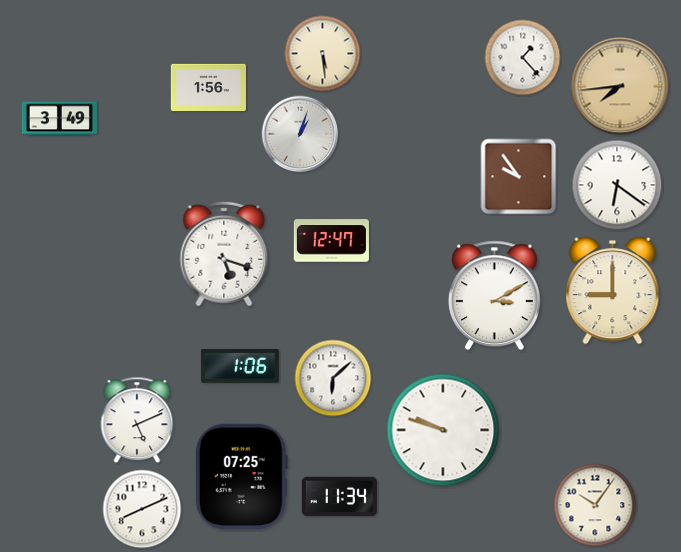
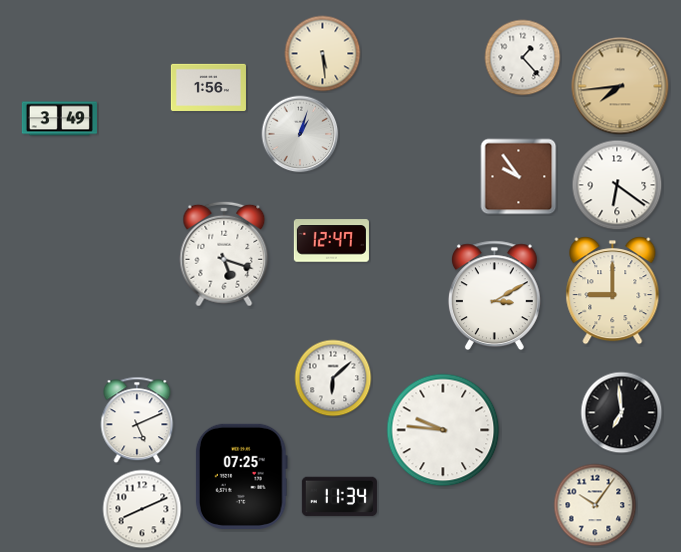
clock at (240, 366): 1:06 -> none
clock at (622, 413): none -> 6:59
clock at (443, 430): 9:48 -> 9:46
